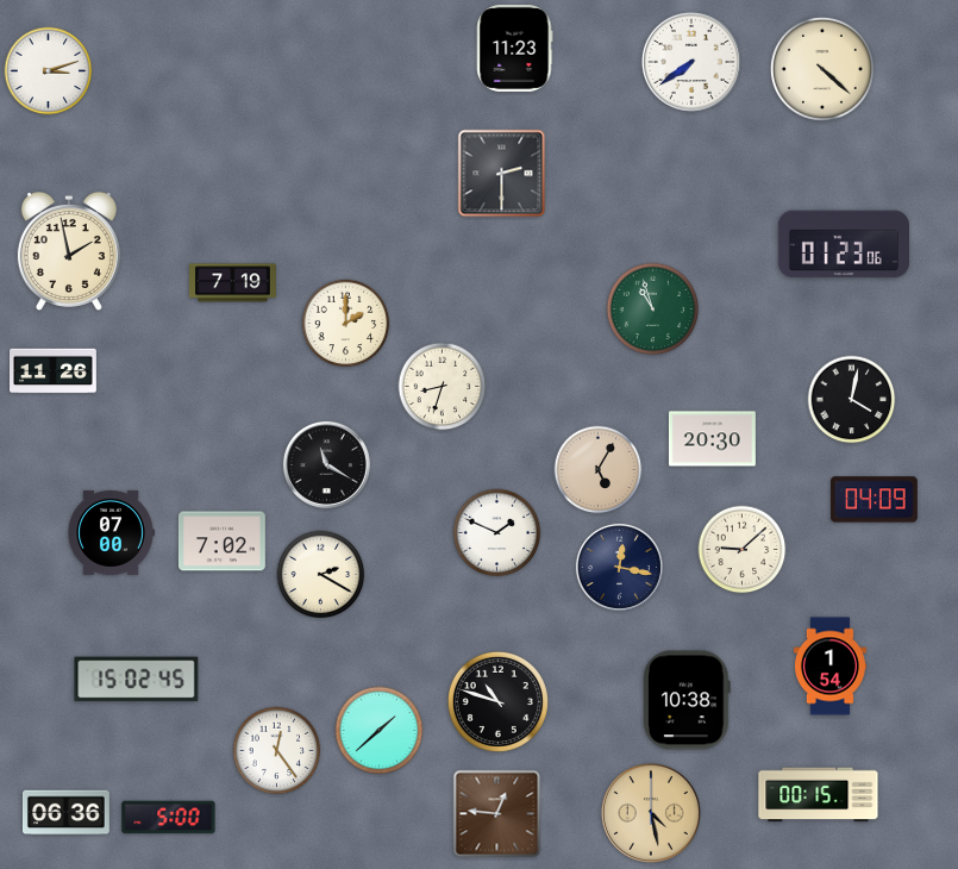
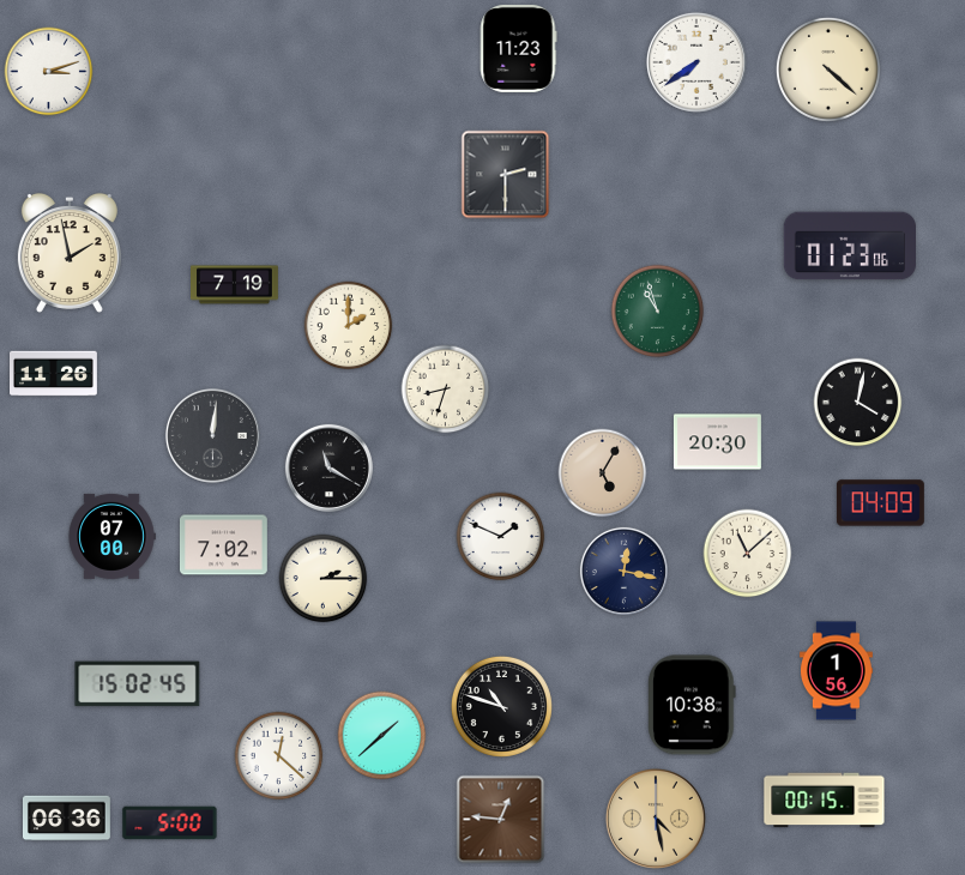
clock at (212, 435): none -> 12:01
clock at (743, 550): 9:08 -> 11:08
clock at (321, 575): 2:20 -> 2:15
clock at (829, 667): 1:54 -> 1:56
clock at (277, 751): 12:24 -> 12:22
